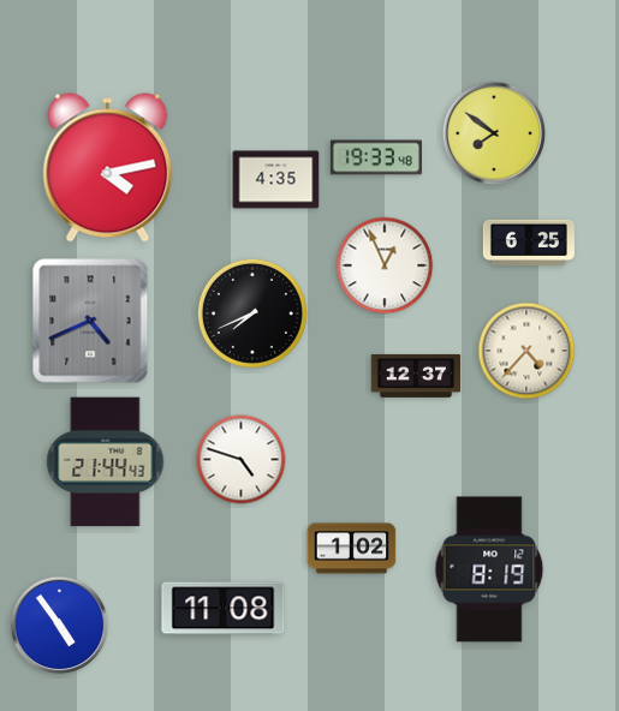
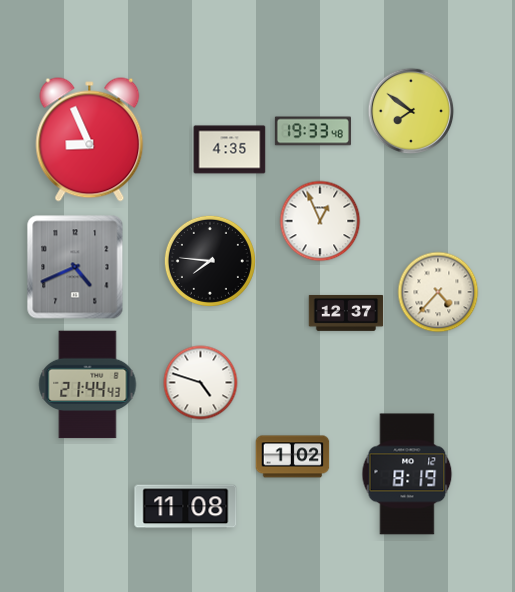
clock at (108, 168): 4:13 -> 8:56
clock at (529, 243): 6:25 -> none
clock at (252, 313): 7:41 -> 7:46
clock at (60, 626): 4:54 -> none
